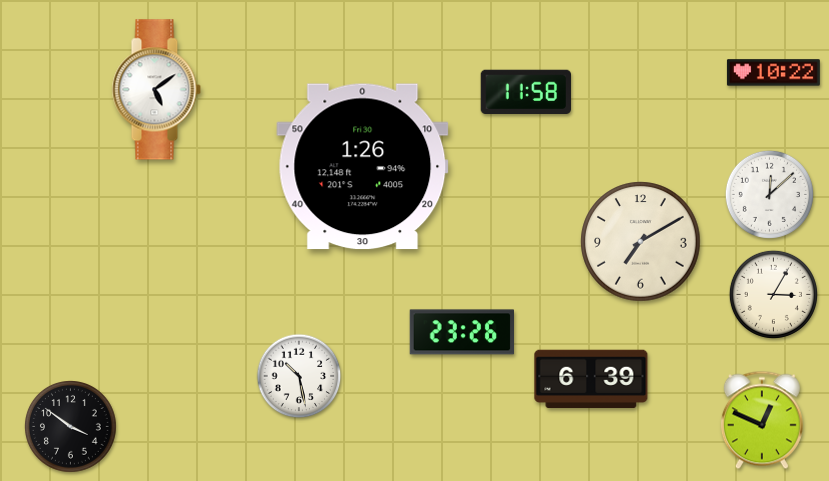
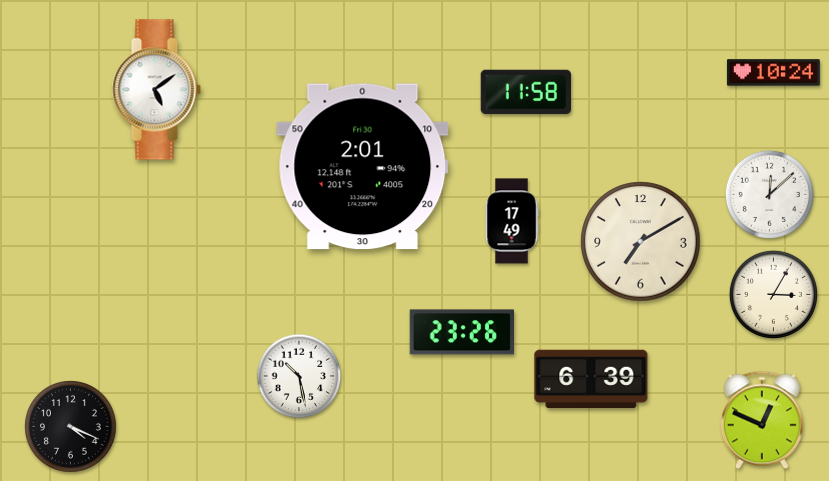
clock at (773, 73): 10:22 -> 10:24
clock at (363, 167): 1:26 -> 2:01
clock at (512, 221): none -> 17:49
clock at (71, 427): 3:51 -> 4:19
